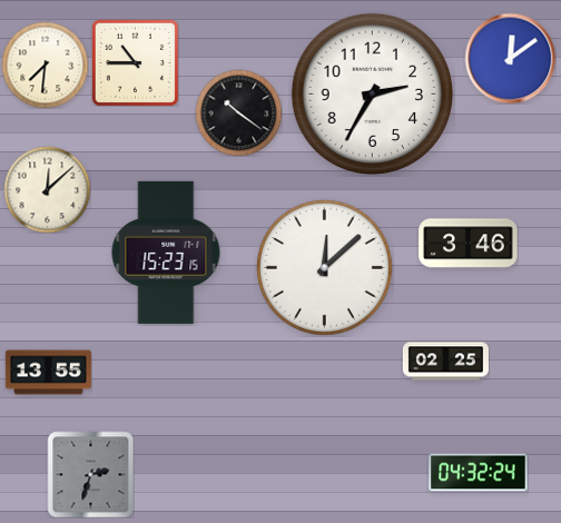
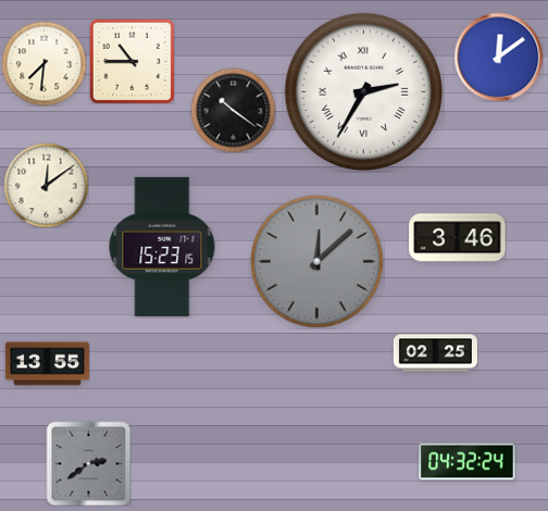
clock at (373, 95) numerals: Arabic -> Roman
clock at (47, 189): 12:08 -> 12:09
clock at (324, 267) dial: white -> grey
clock at (90, 474): 2:33 -> 2:39
